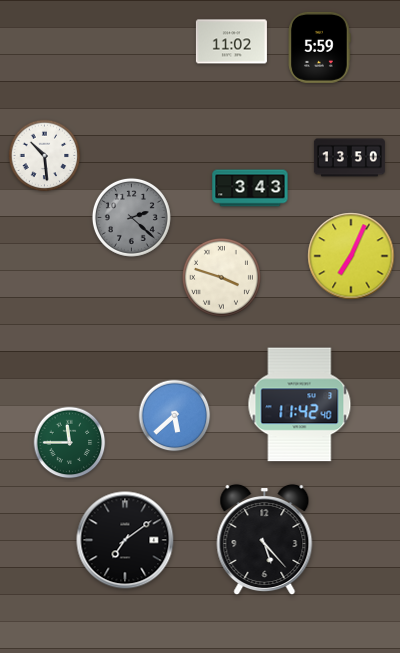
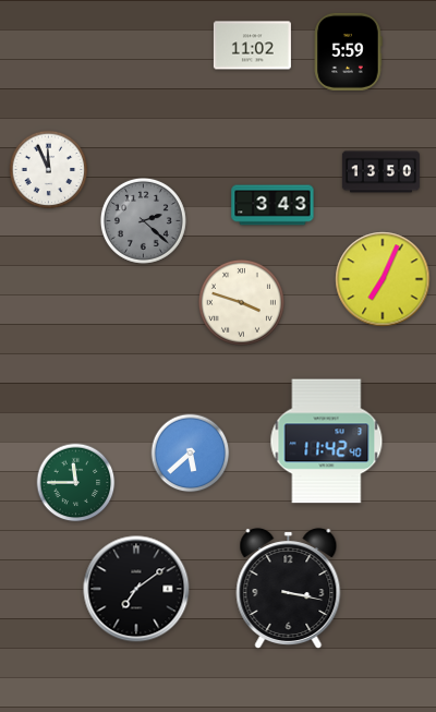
clock at (45, 156): 10:29 -> 11:56
clock at (131, 217) position: (131, 217) -> (143, 220)
clock at (265, 540): 5:23 -> 3:17
